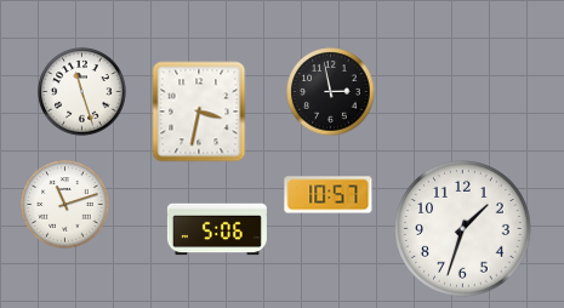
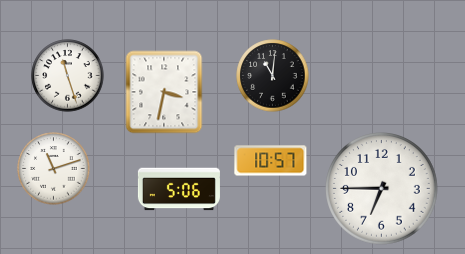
clock at (331, 92): 2:58 -> 11:01
clock at (463, 229): 1:33 -> 6:45
